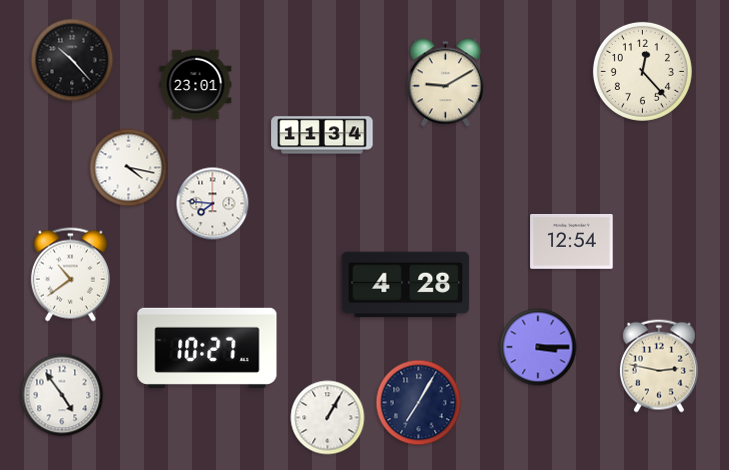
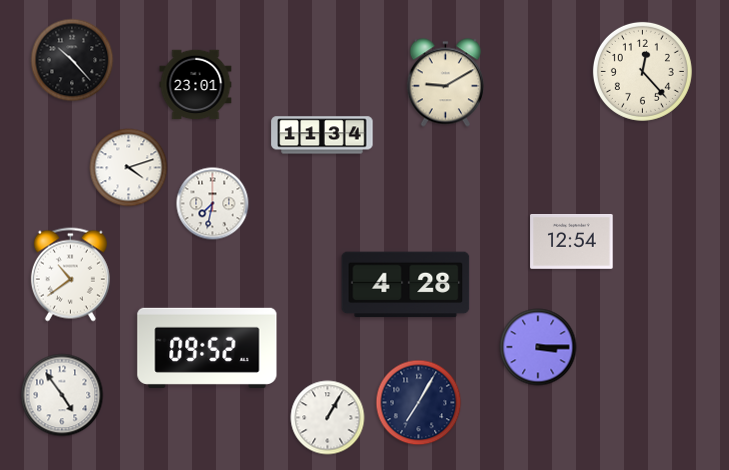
clock at (129, 168): 4:17 -> 4:12
clock at (213, 204): 7:46 -> 7:32
clock at (207, 348): 10:27 -> 09:52
clock at (659, 366): 2:47 -> none
